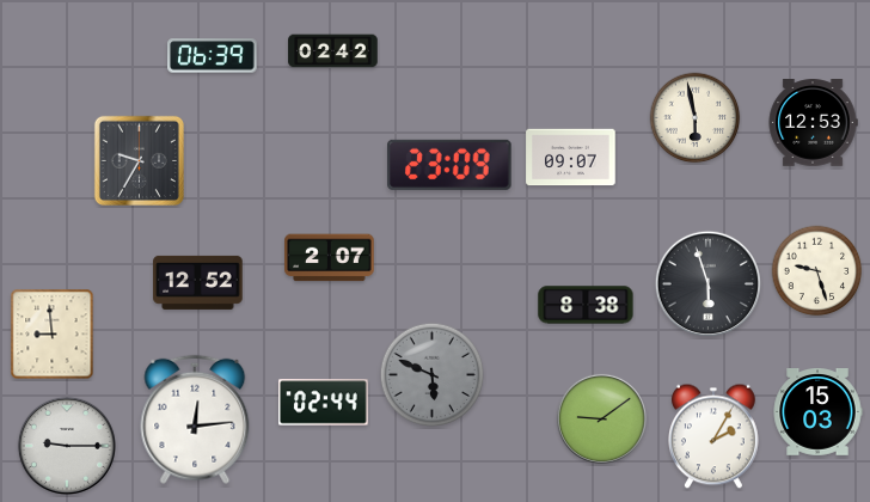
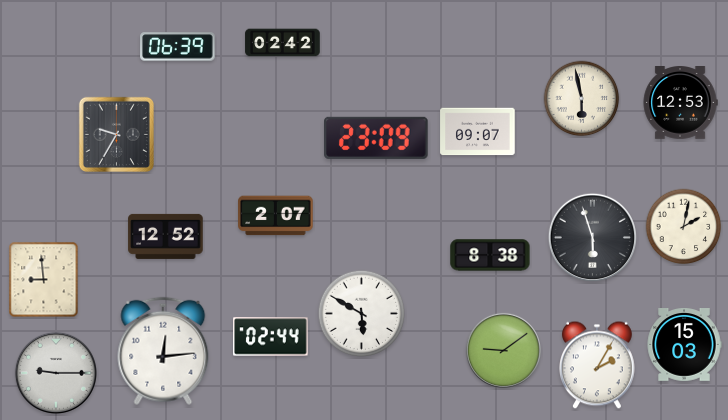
clock at (333, 51) position: (333, 51) -> (283, 43)
clock at (817, 271): 9:27 -> 2:02
clock at (433, 375): 5:49 -> 5:50
clock at (433, 375) dial: grey -> white
